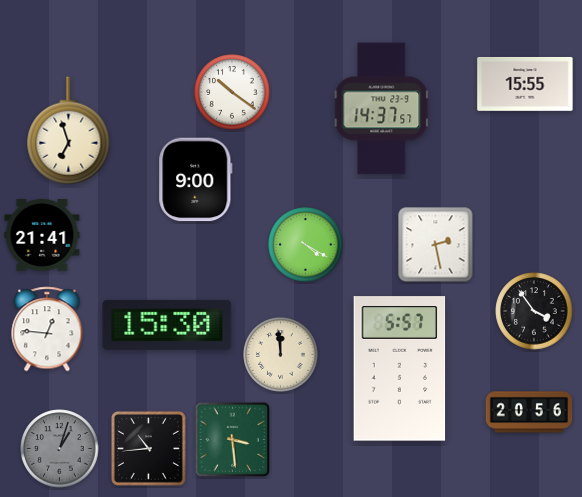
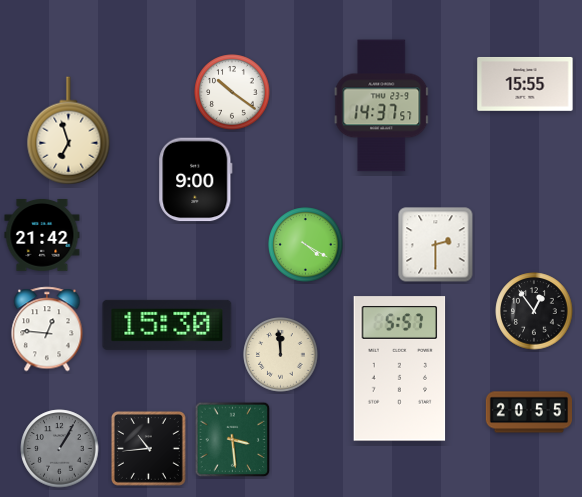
clock at (382, 109) position: (382, 109) -> (382, 106)
clock at (42, 235): 21:41 -> 21:42
clock at (436, 245): 2:28 -> 2:30
clock at (534, 311): 3:54 -> 12:54
clock at (528, 412): 20:56 -> 20:55
clock at (60, 449): 1:03 -> 1:05
